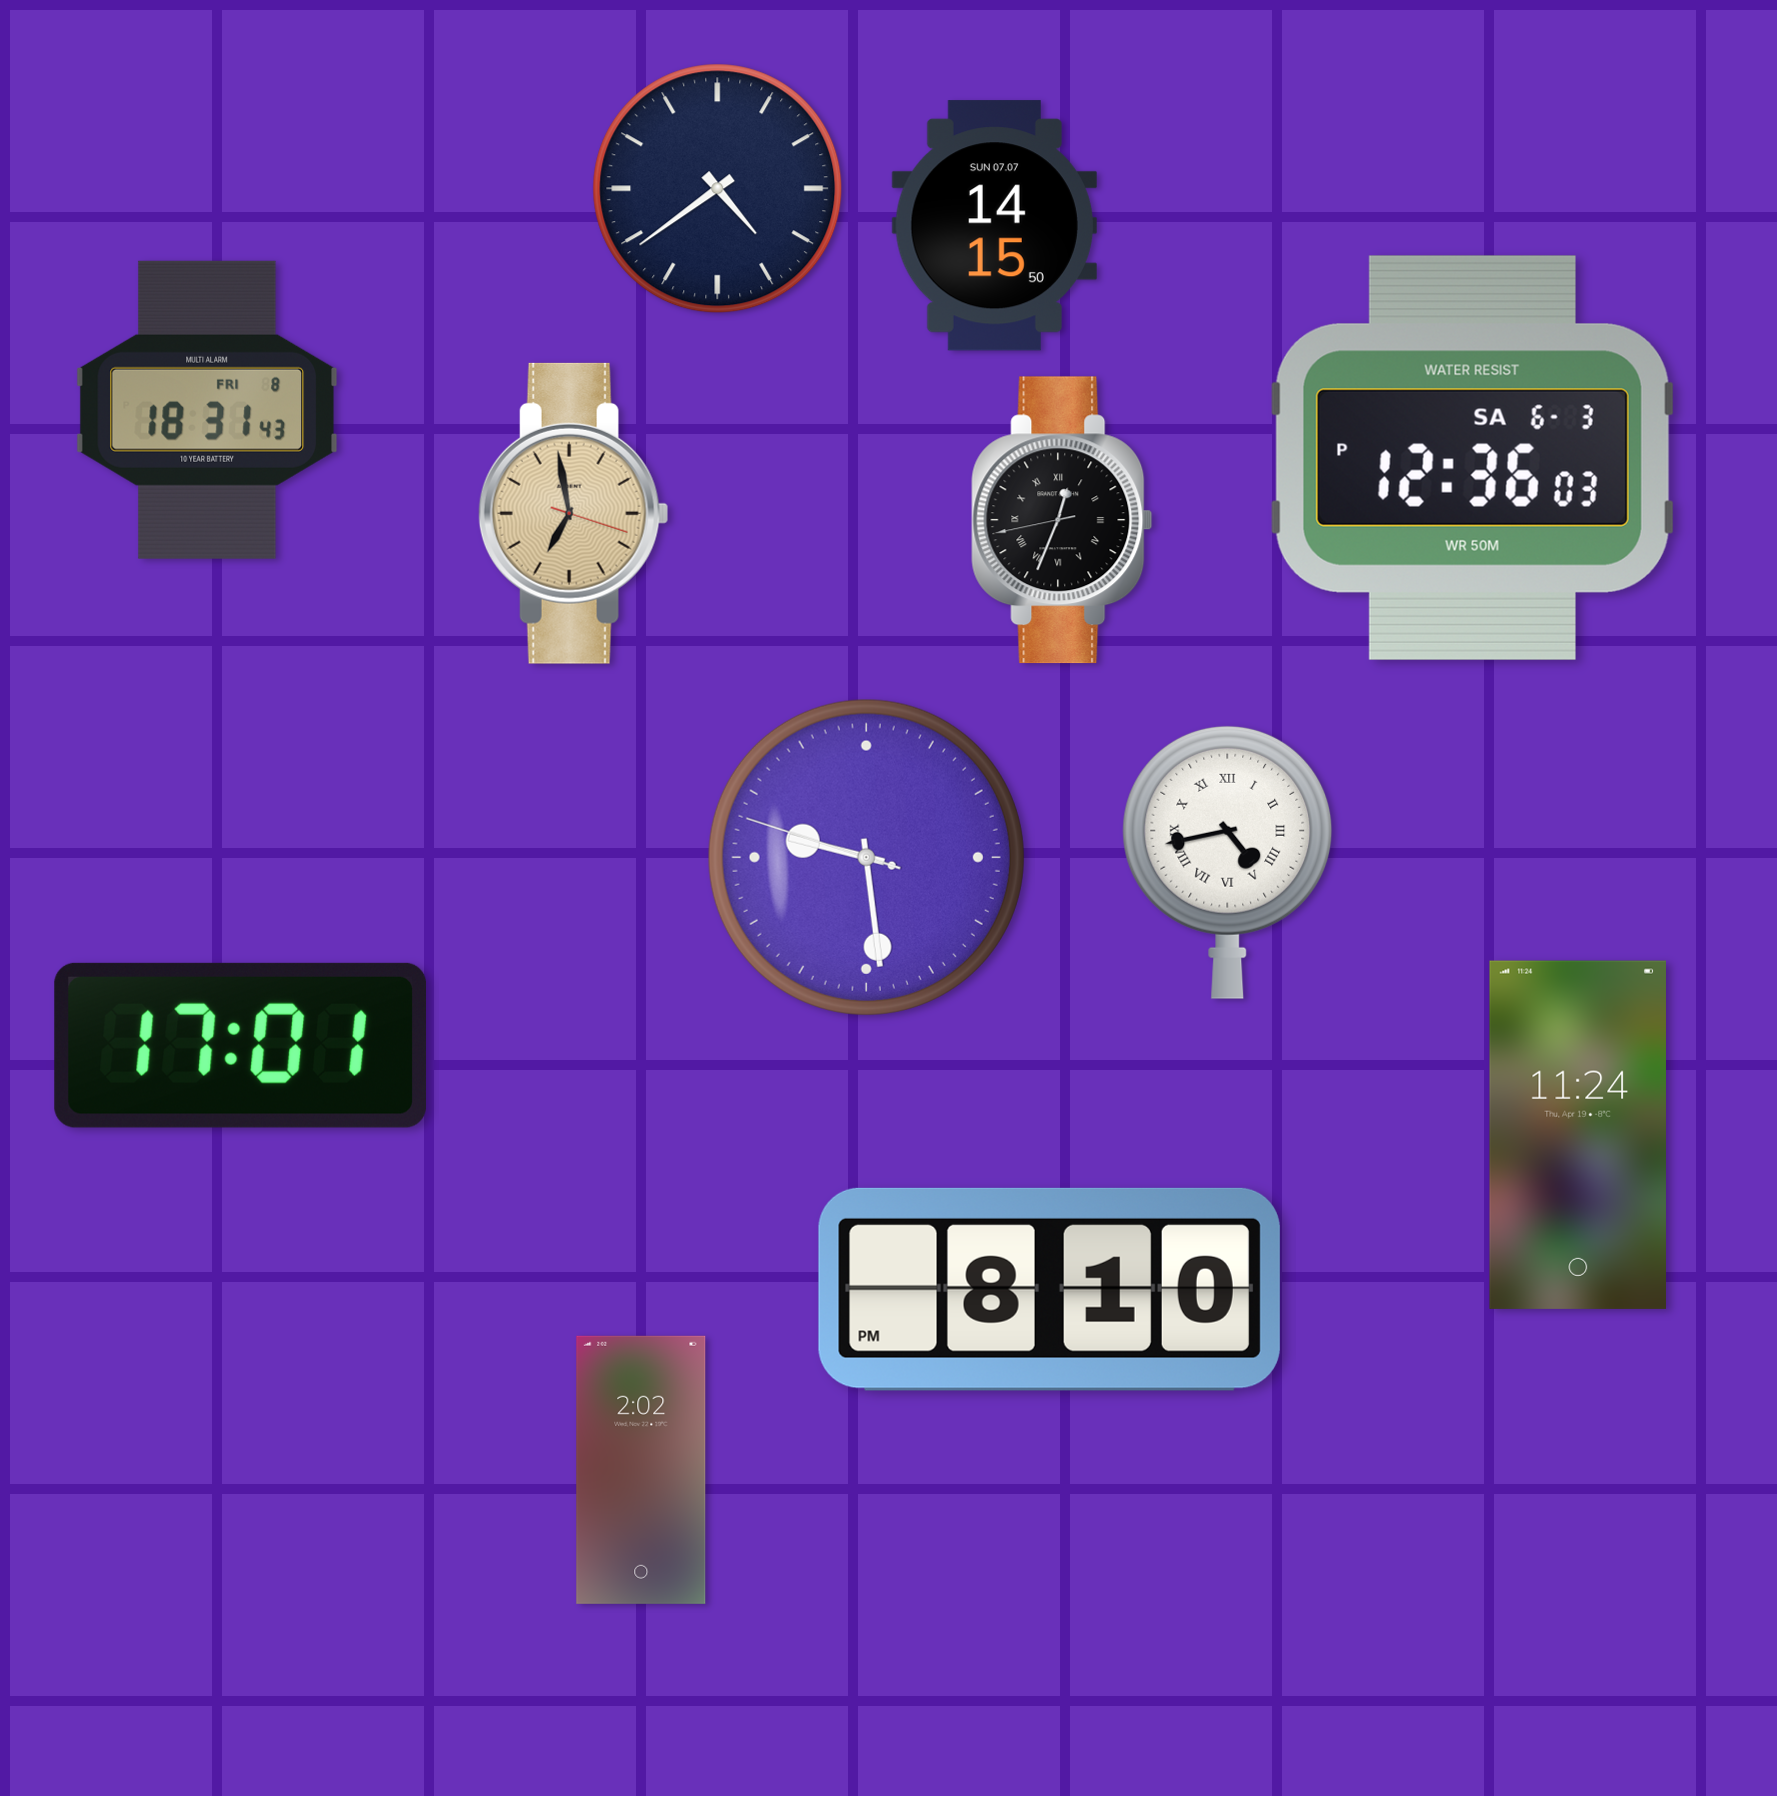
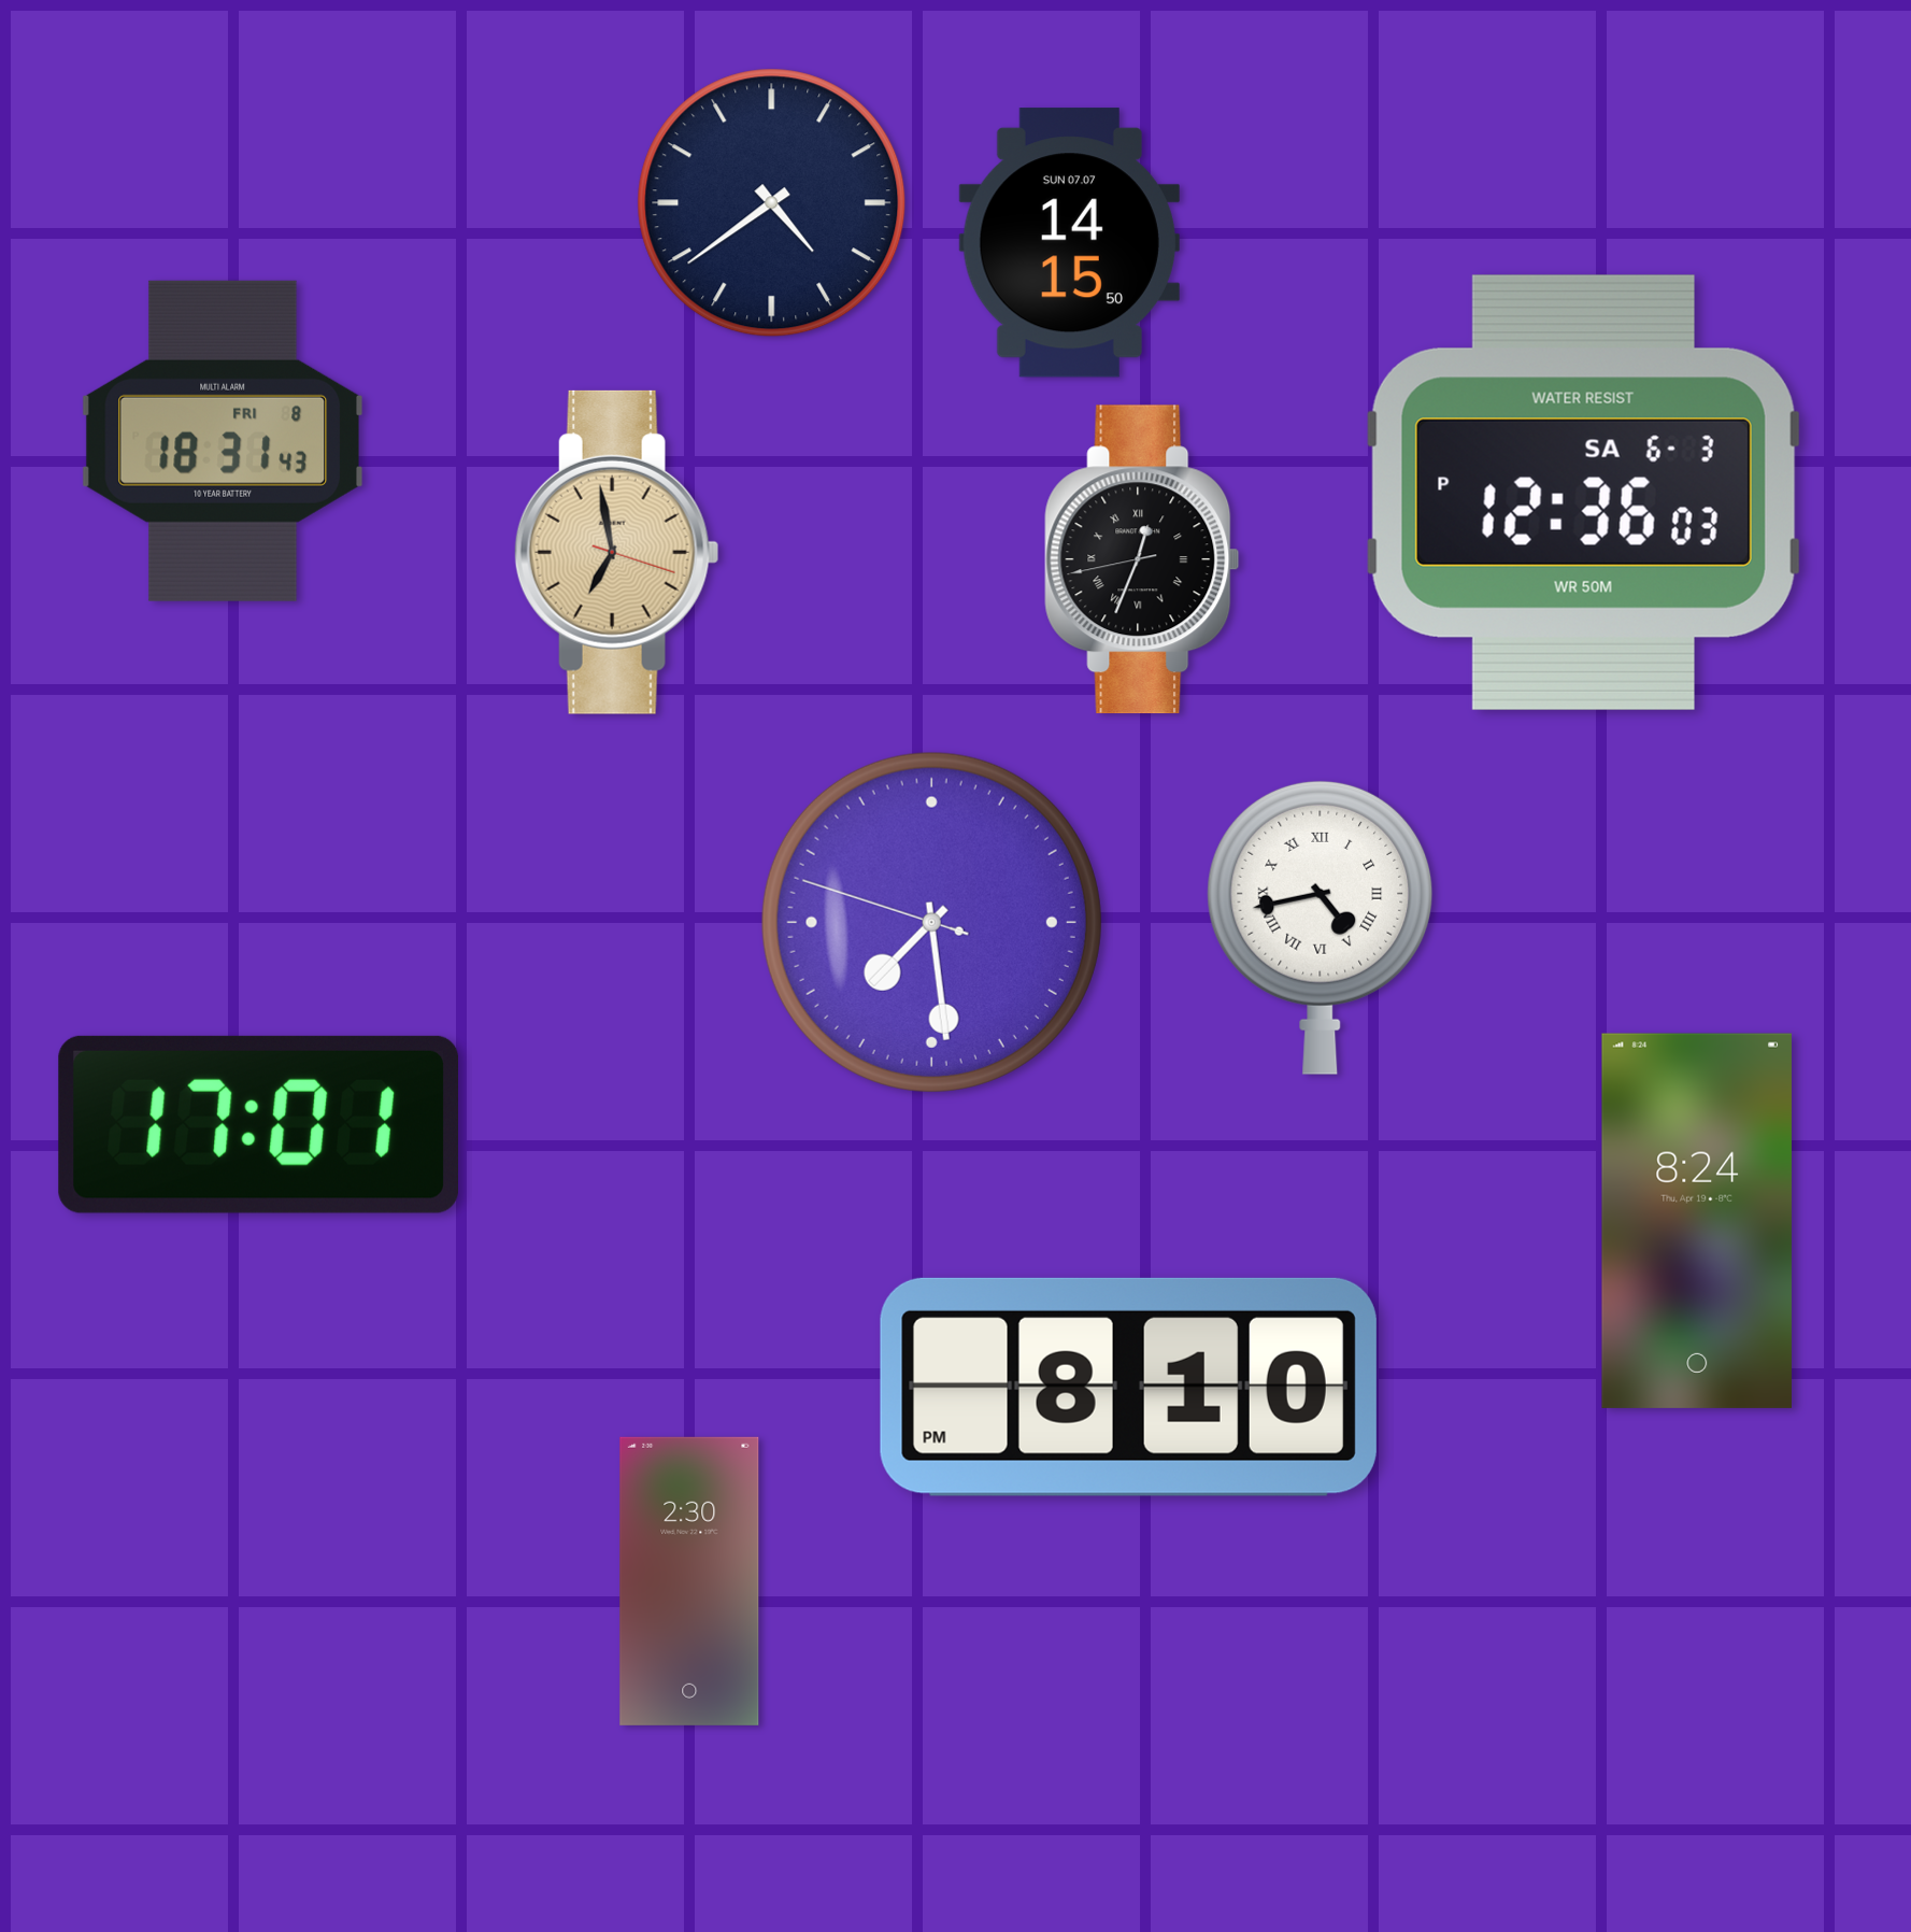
clock at (866, 857): 9:28 -> 7:28
clock at (1578, 1135): 11:24 -> 8:24
clock at (641, 1470): 2:02 -> 2:30
